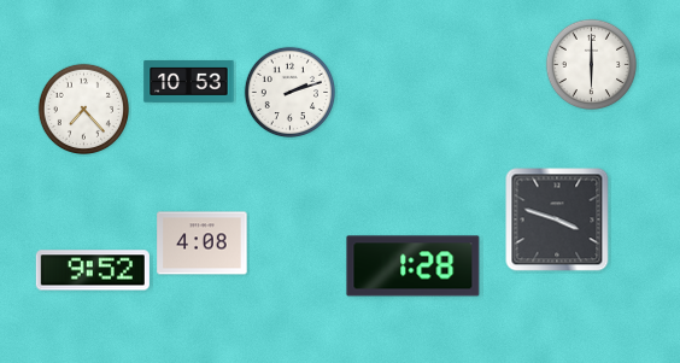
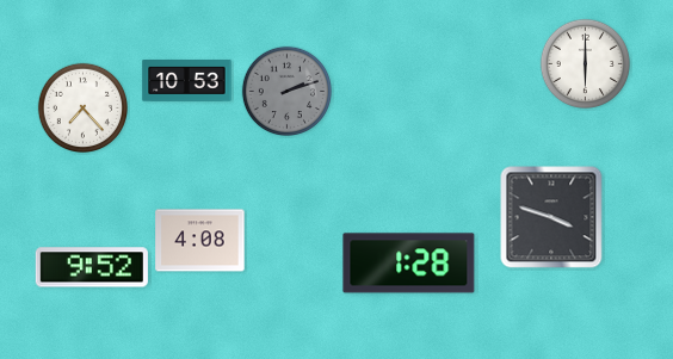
clock at (289, 92) dial: white -> grey
